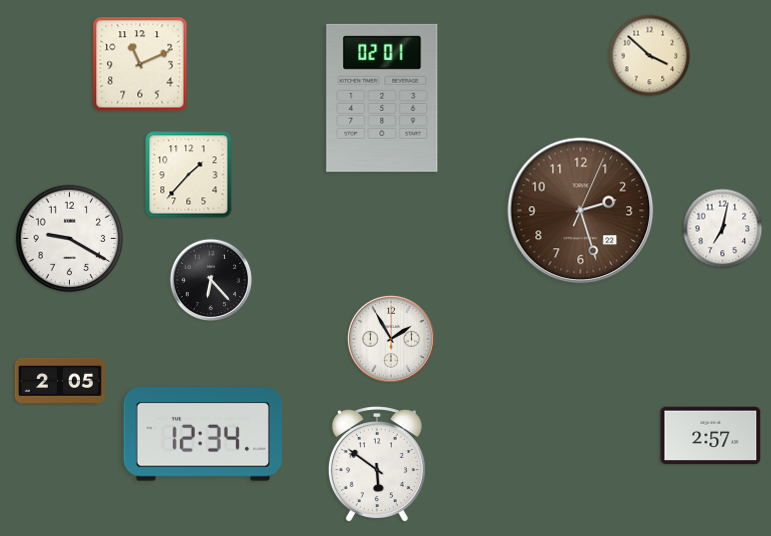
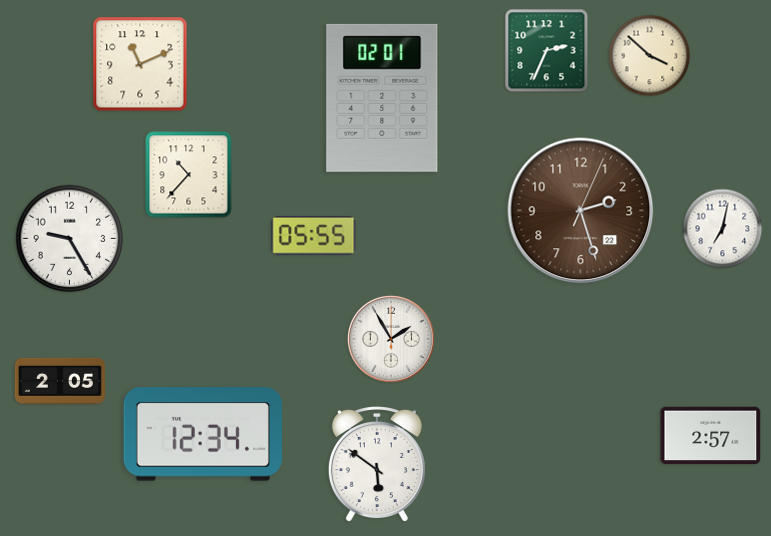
clock at (547, 51): none -> 2:34
clock at (189, 175): 1:37 -> 10:37
clock at (314, 235): none -> 05:55
clock at (70, 239): 9:20 -> 9:25
clock at (211, 280): 6:23 -> none
